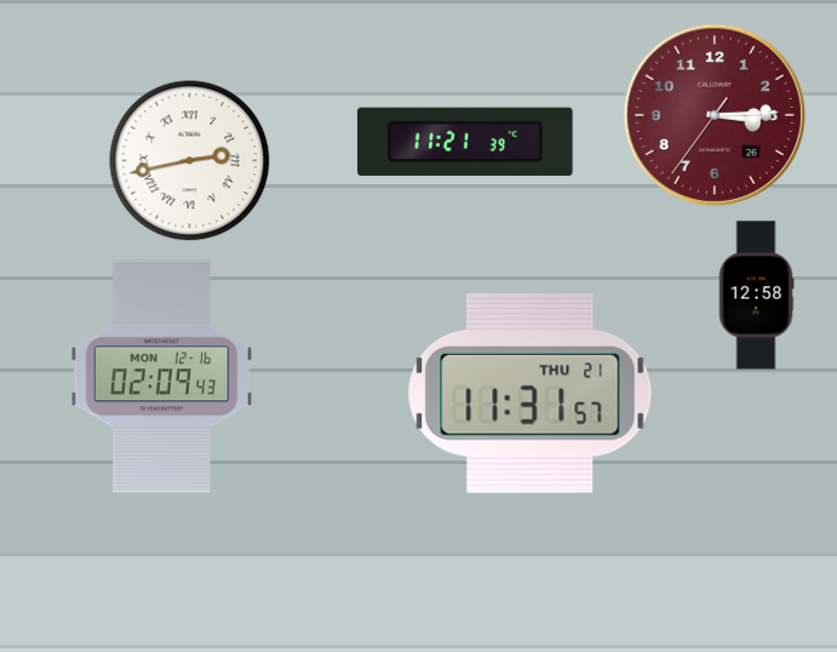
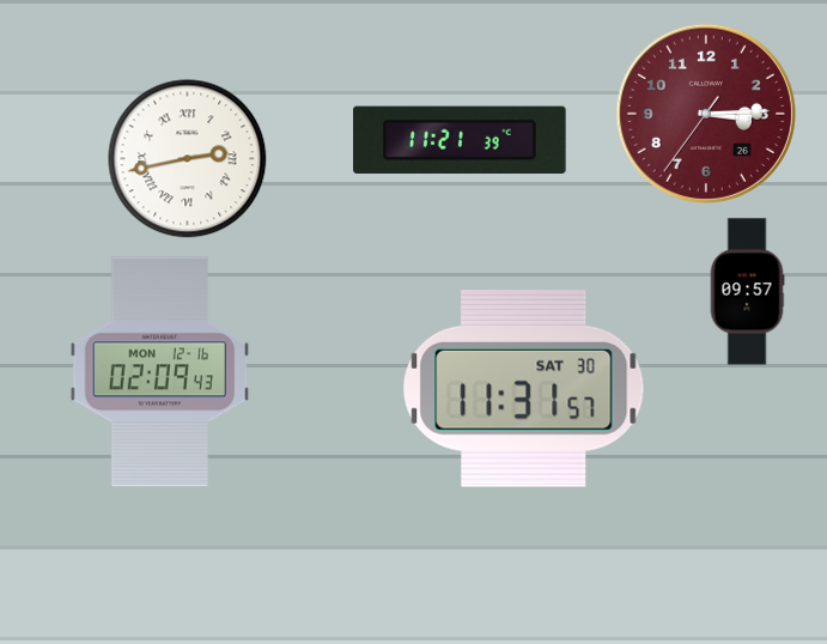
clock at (756, 296): 12:58 -> 09:57
clock at (531, 393) date: THU 21 -> SAT 30
